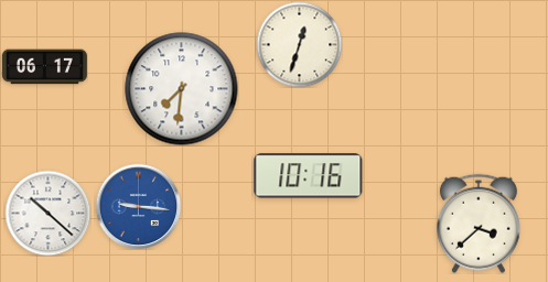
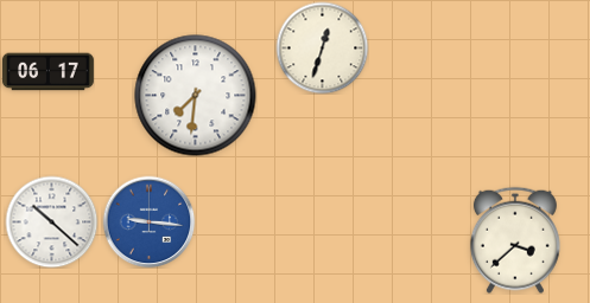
clock at (309, 176): 10:16 -> none
clock at (47, 213) position: (47, 213) -> (51, 221)
